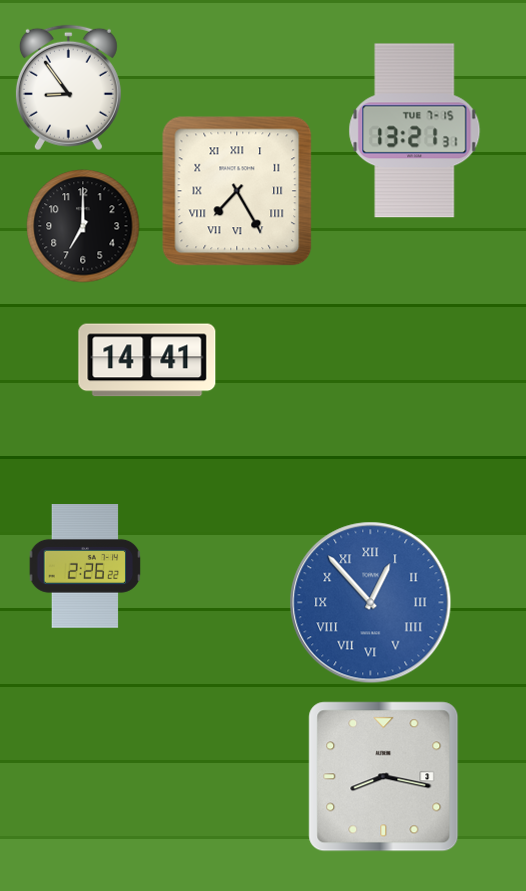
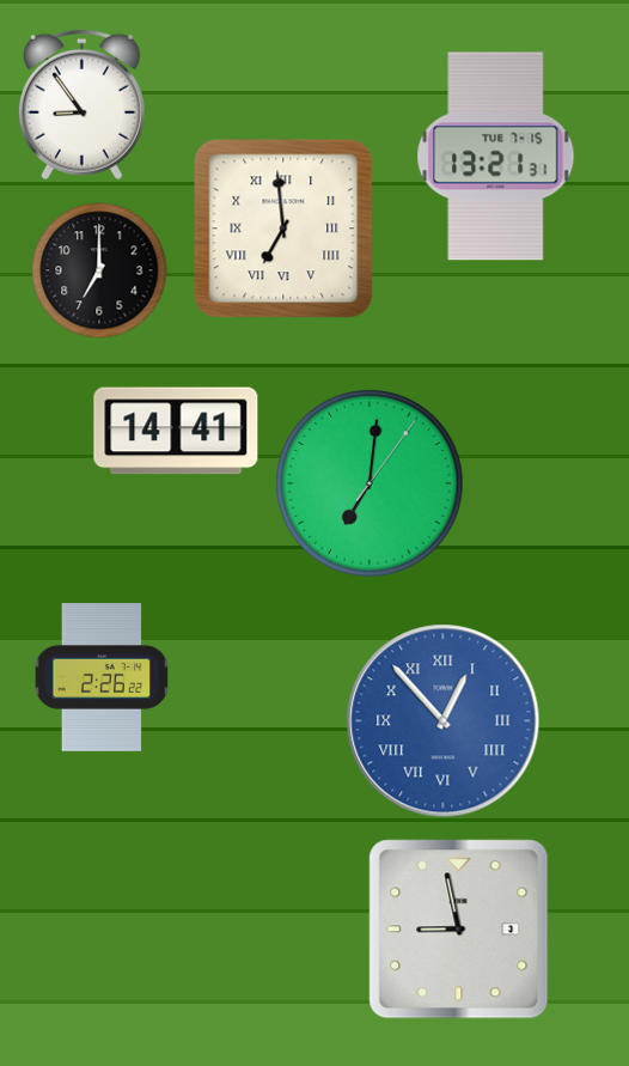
clock at (237, 191): 7:25 -> 6:59
clock at (370, 483): none -> 7:01
clock at (384, 777): 8:17 -> 8:58
